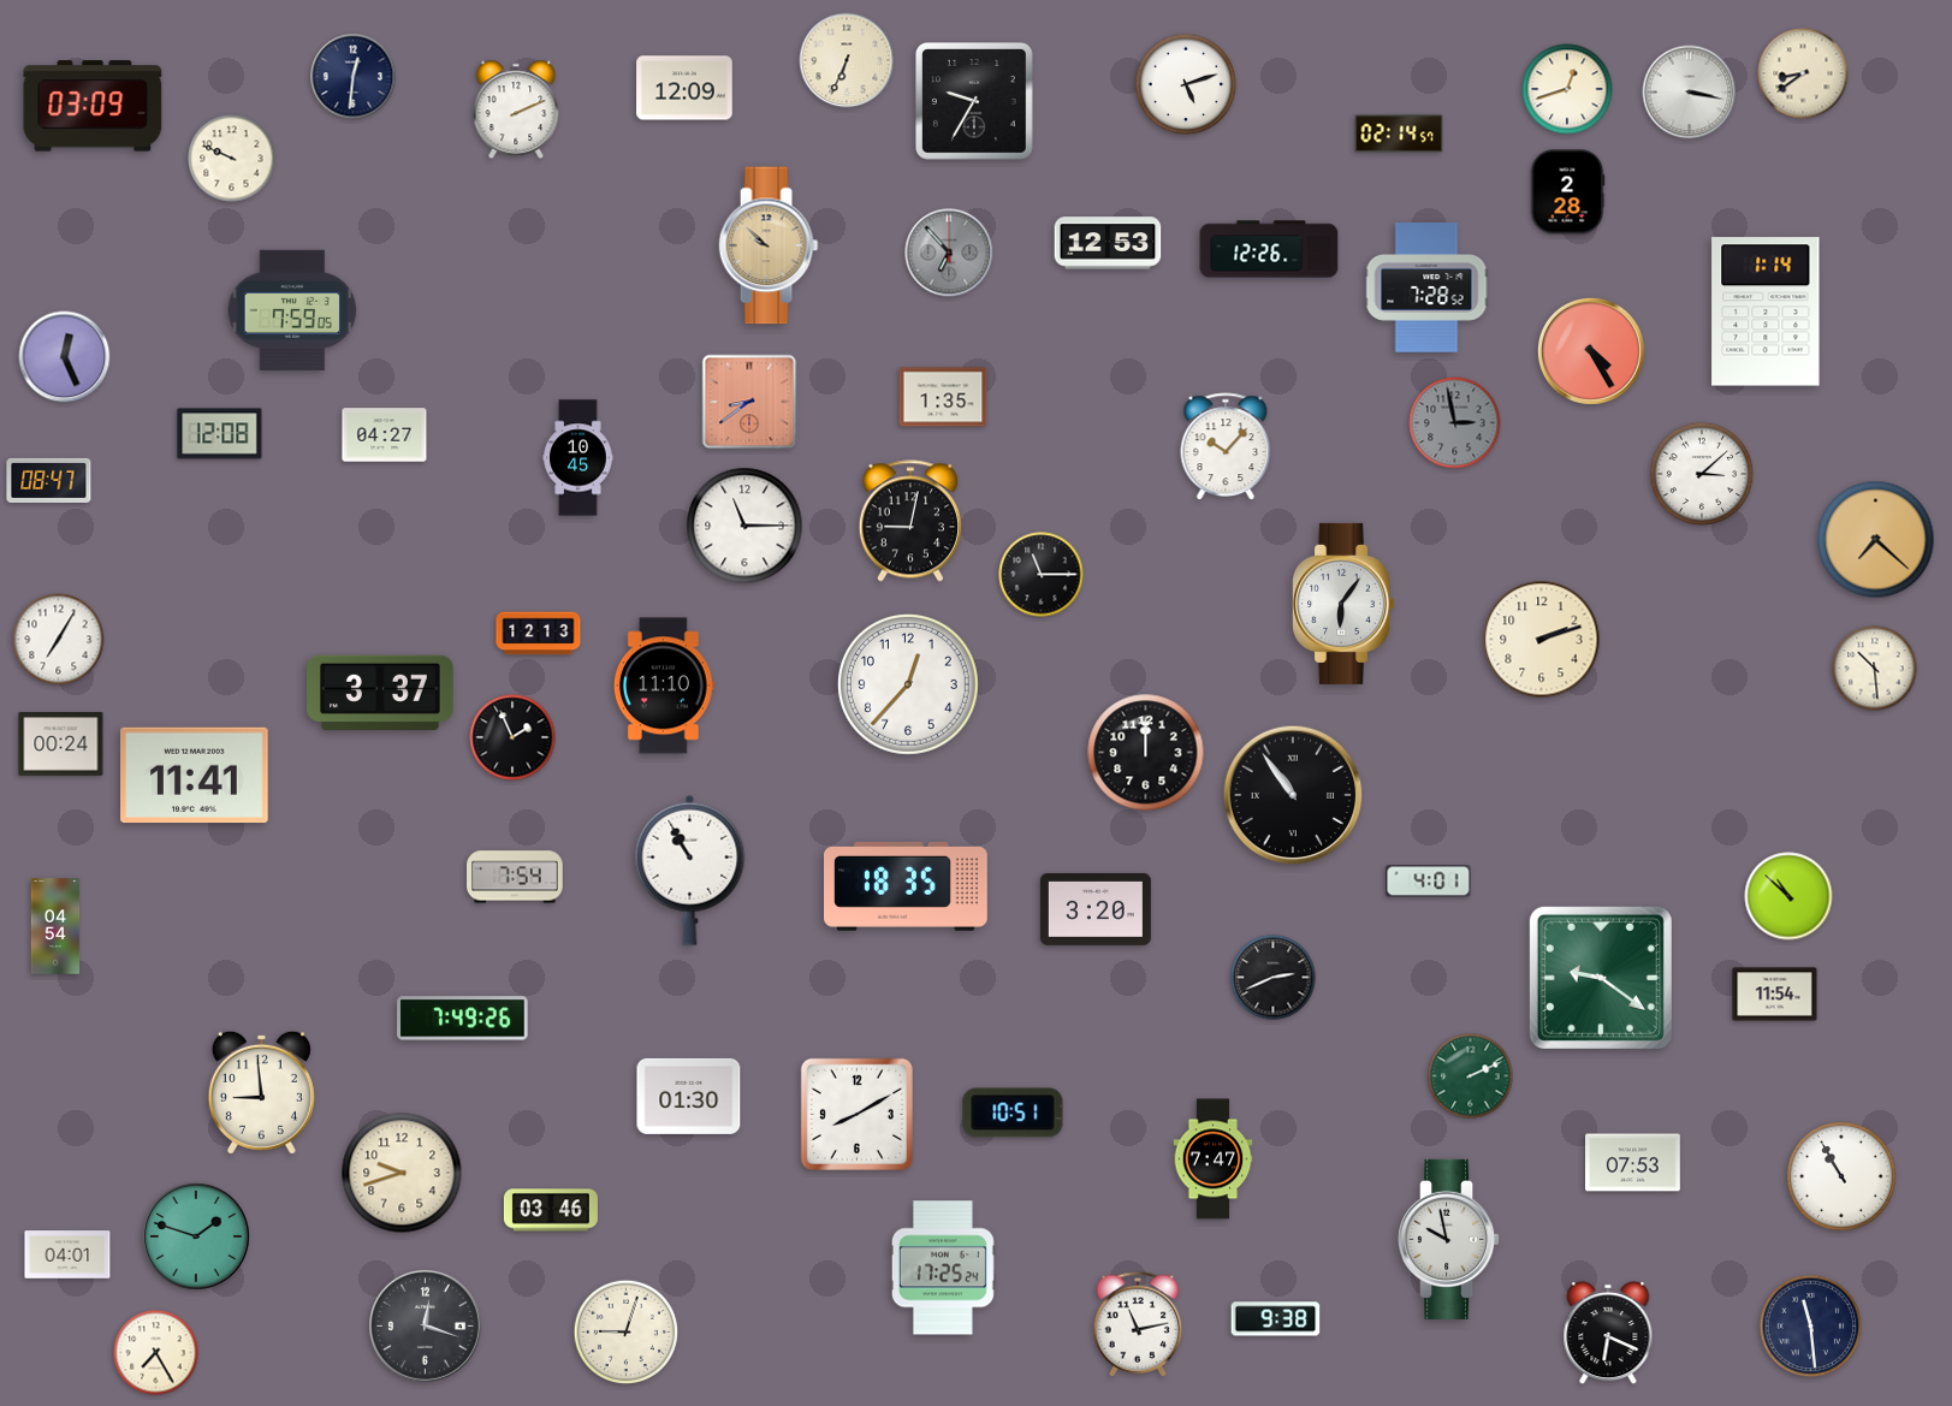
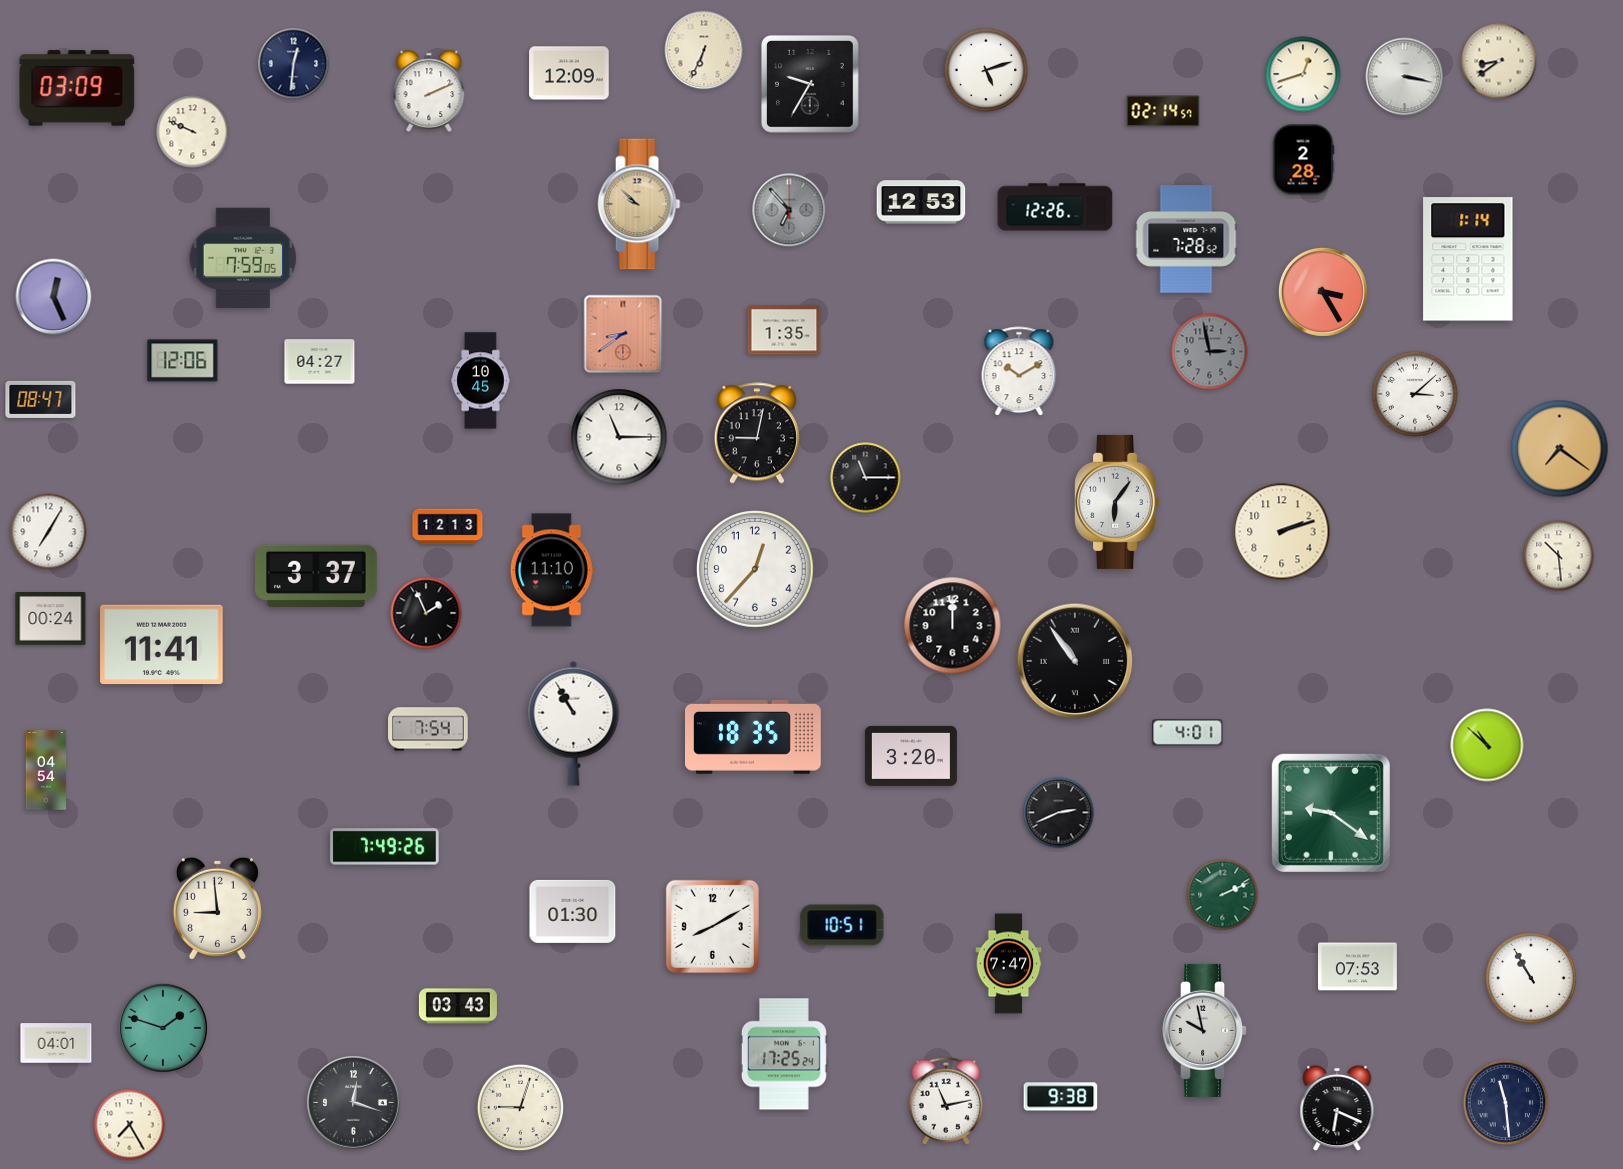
clock at (1591, 351): 4:25 -> 3:25
clock at (220, 434): 12:08 -> 12:06
clock at (1226, 447): 10:07 -> 10:10
clock at (1876, 540): 7:22 -> 7:21
clock at (1775, 995): 11:54 -> none
clock at (402, 1173): 9:42 -> none
clock at (551, 1210): 03:46 -> 03:43
